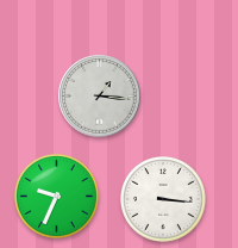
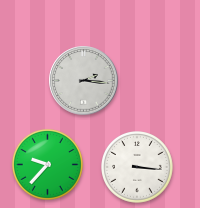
clock at (100, 97): 1:16 -> 2:16
clock at (56, 196): 9:34 -> 9:37
